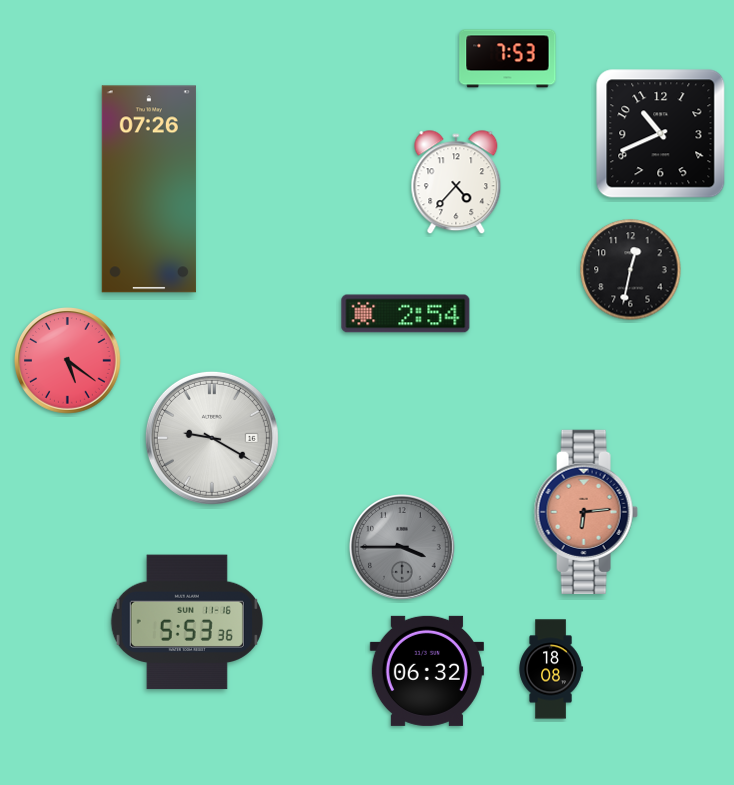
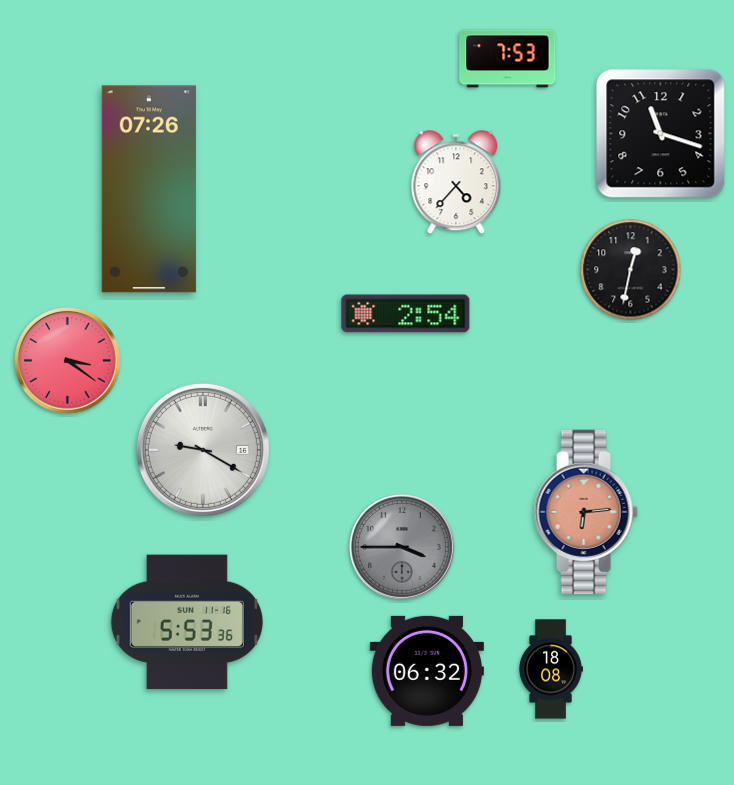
clock at (661, 134): 10:41 -> 11:18
clock at (68, 361): 5:21 -> 3:21
clock at (212, 438) position: (212, 438) -> (203, 450)
